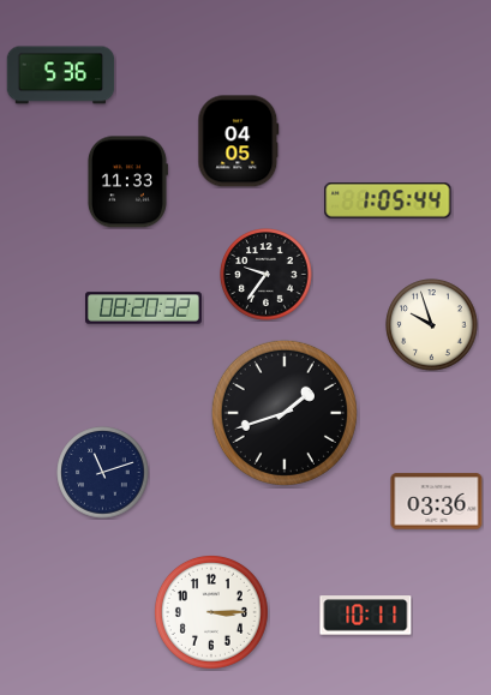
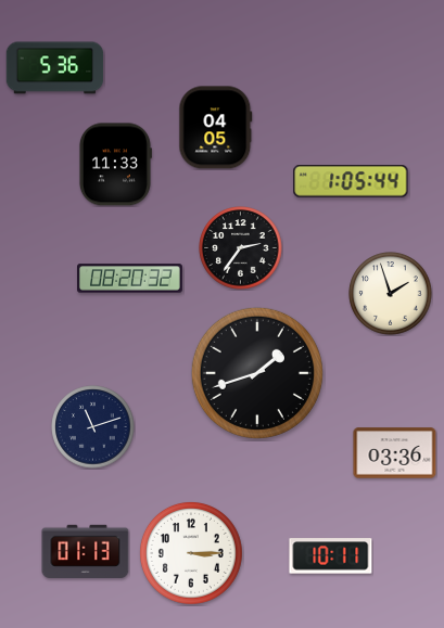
clock at (267, 275): 9:36 -> 2:36
clock at (432, 325): 9:57 -> 1:57
clock at (86, 551): none -> 01:13
